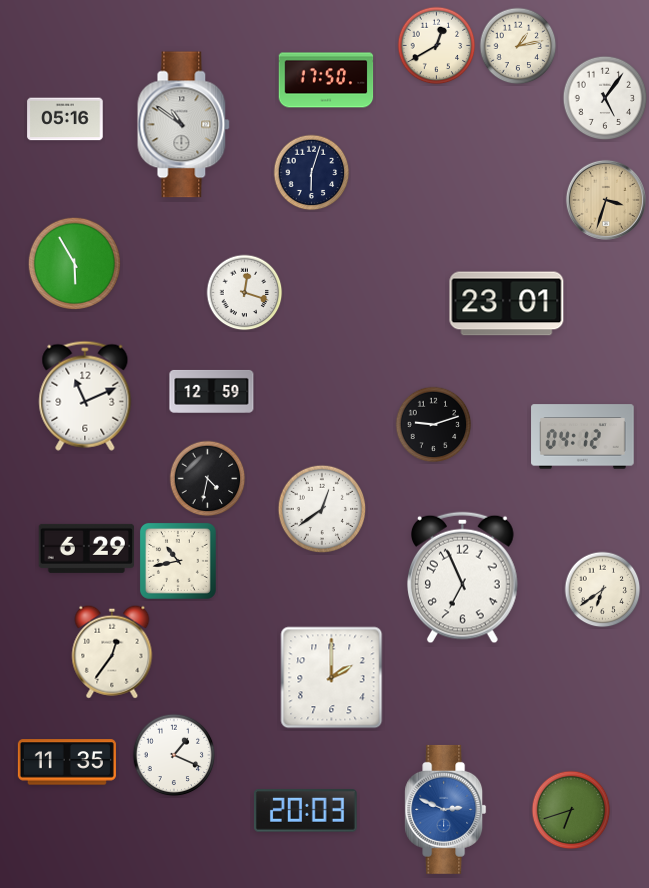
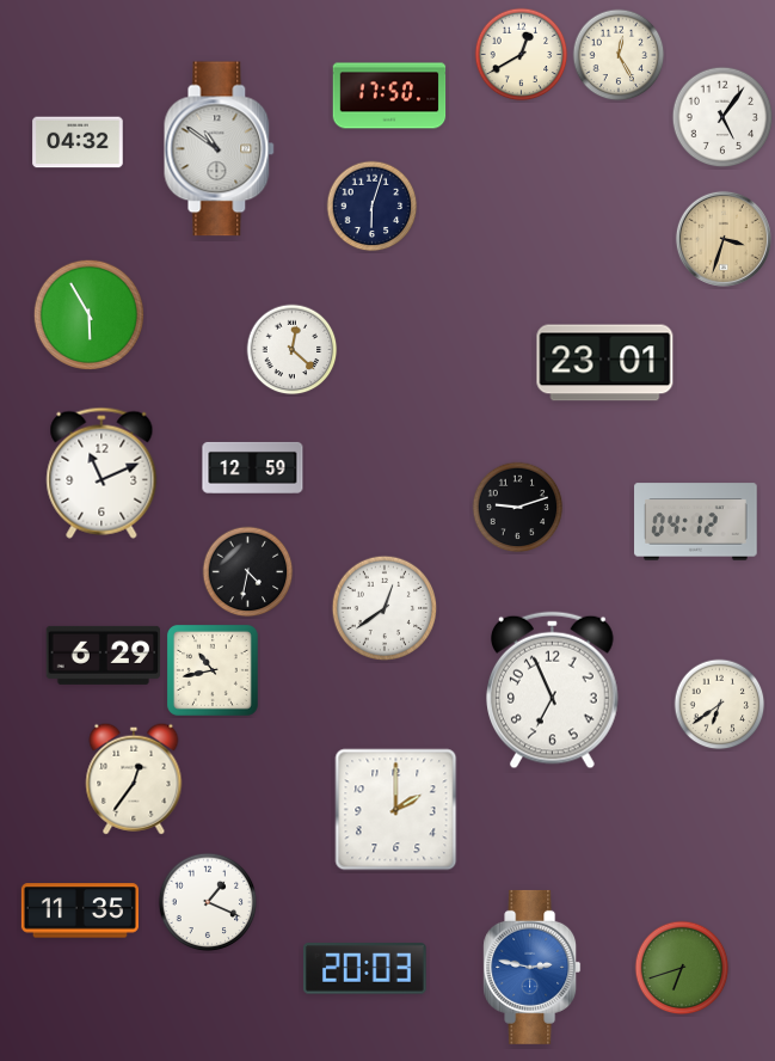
clock at (518, 46): 1:13 -> 12:25
clock at (65, 119): 05:16 -> 04:32
clock at (245, 293): 12:18 -> 12:22
clock at (446, 809): 2:49 -> 2:47
